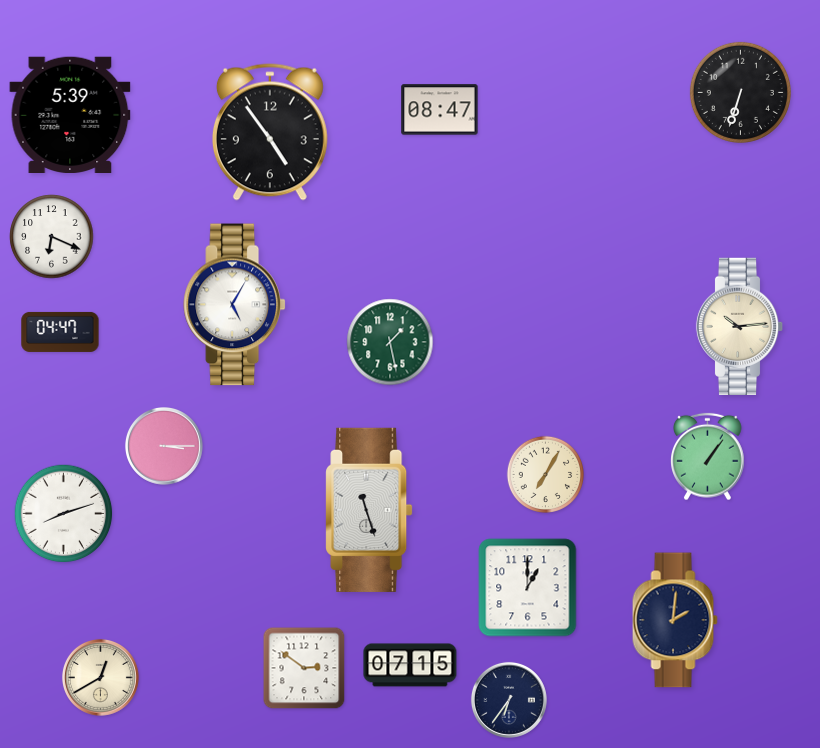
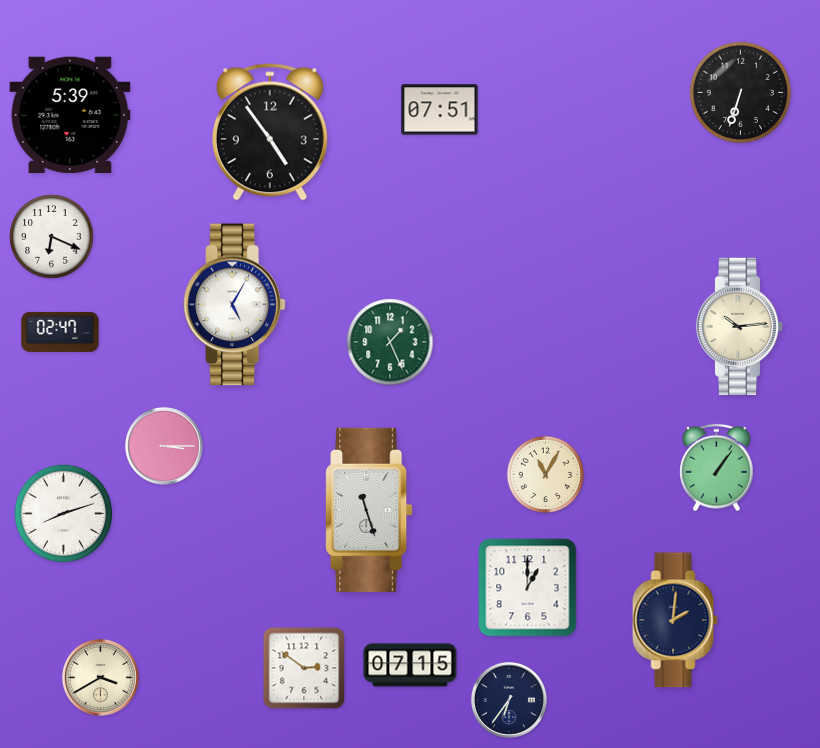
clock at (440, 110): 08:47 -> 07:51
clock at (60, 332): 04:47 -> 02:47
clock at (390, 342): 1:28 -> 1:26
clock at (708, 457) position: (708, 457) -> (717, 468)
clock at (546, 475): 7:05 -> 11:05
clock at (100, 677): 12:40 -> 3:40
